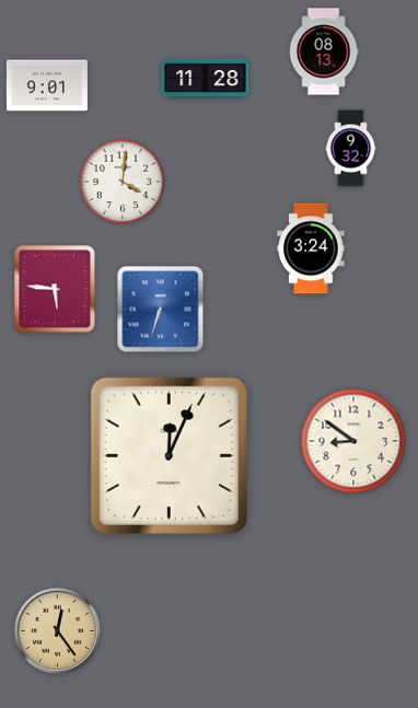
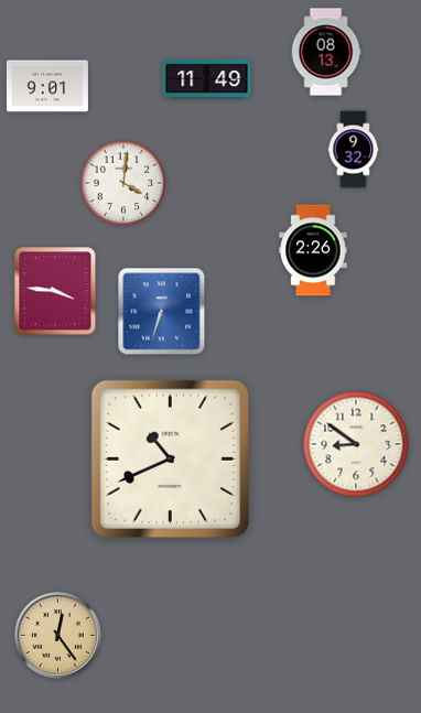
clock at (206, 78): 11:28 -> 11:49
clock at (311, 248): 3:24 -> 2:26
clock at (55, 289): 5:46 -> 3:46
clock at (169, 455): 12:04 -> 10:41
